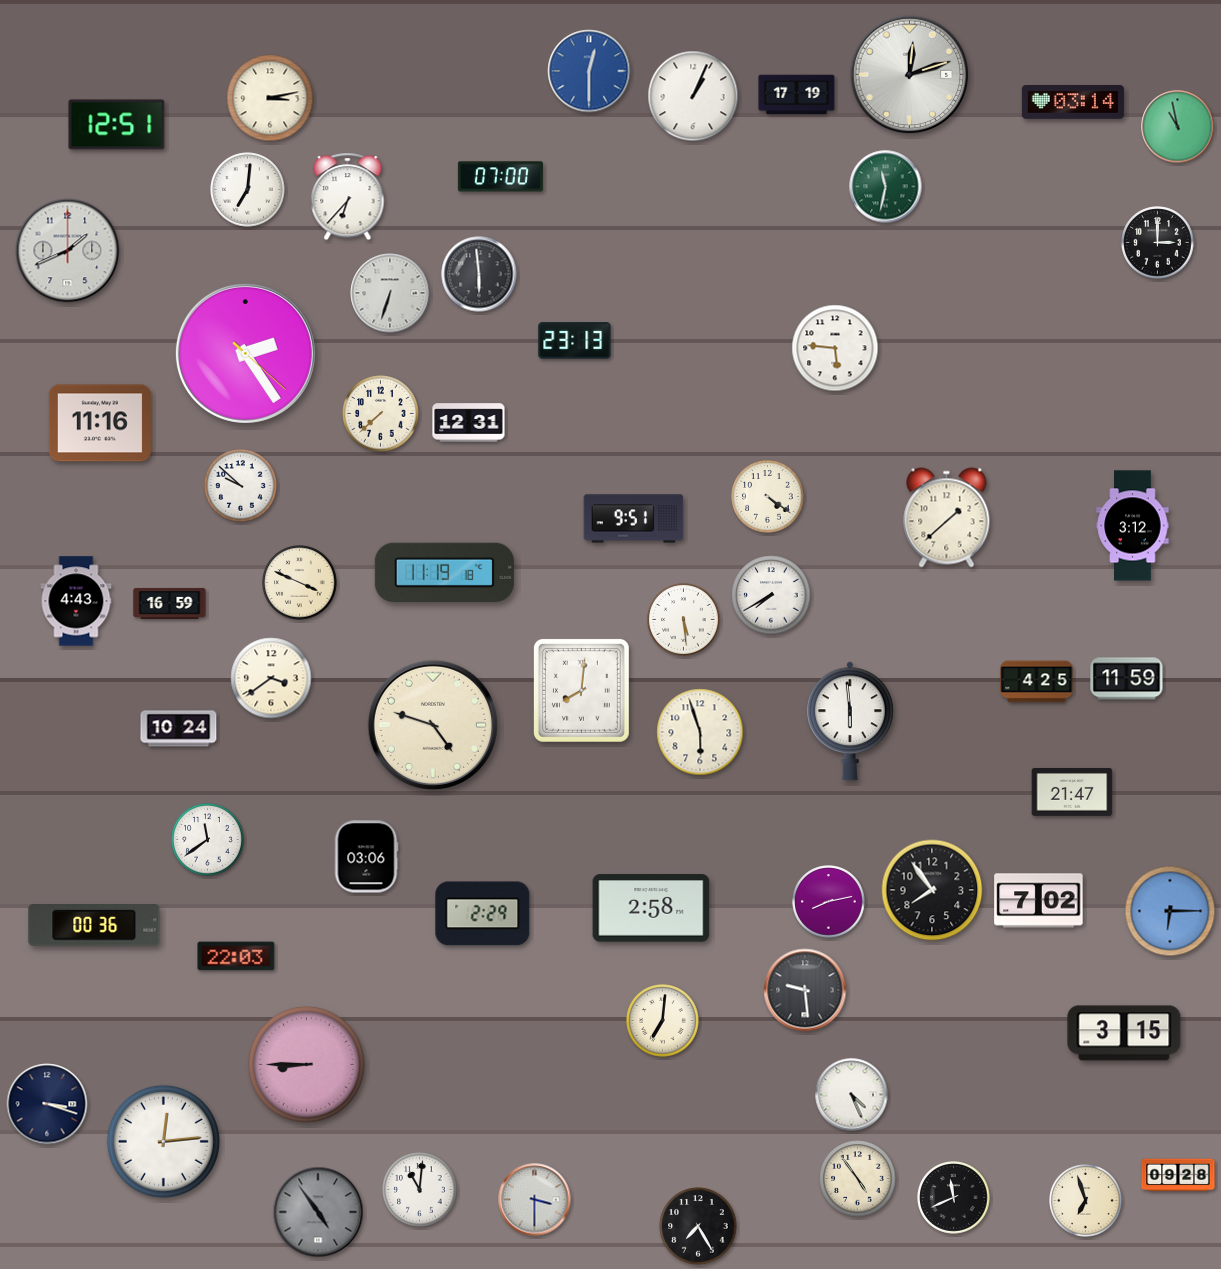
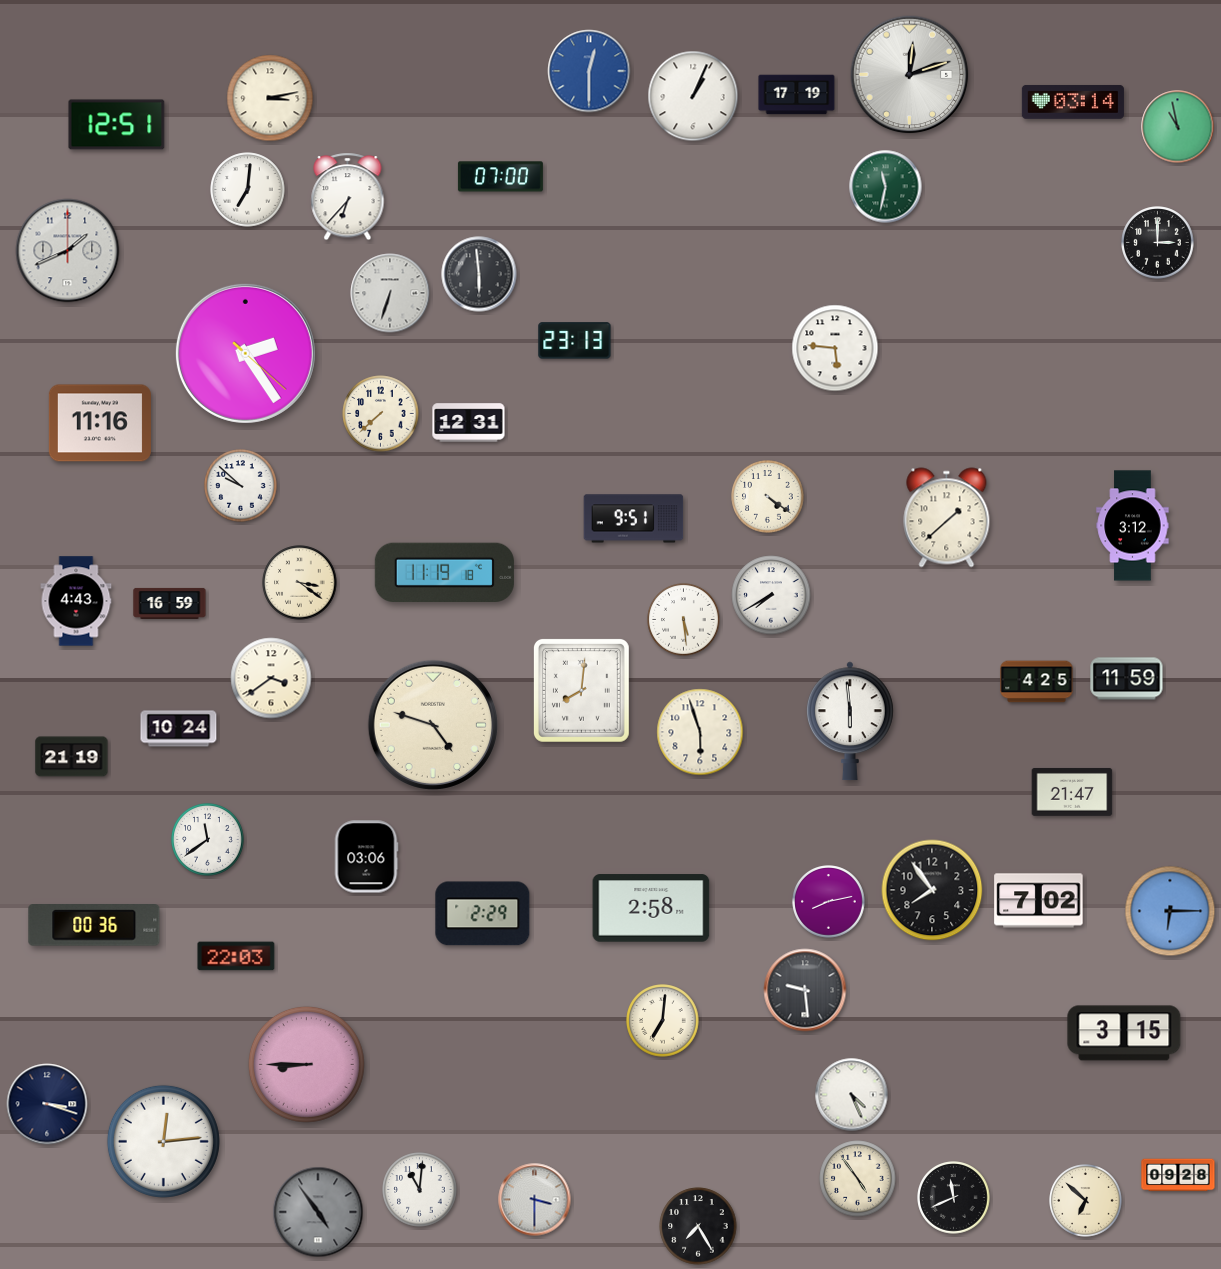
clock at (300, 583): 3:49 -> 3:21
clock at (72, 757): none -> 21:19
clock at (1086, 1201): 6:57 -> 6:52
